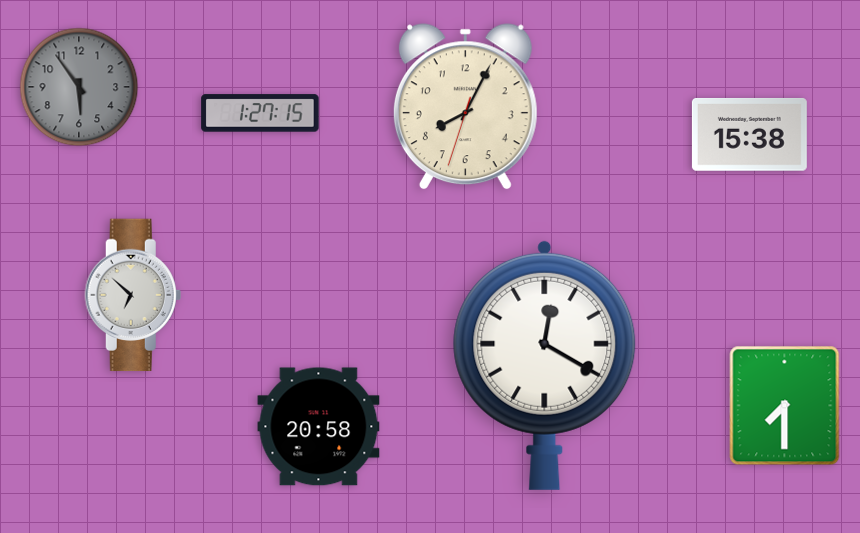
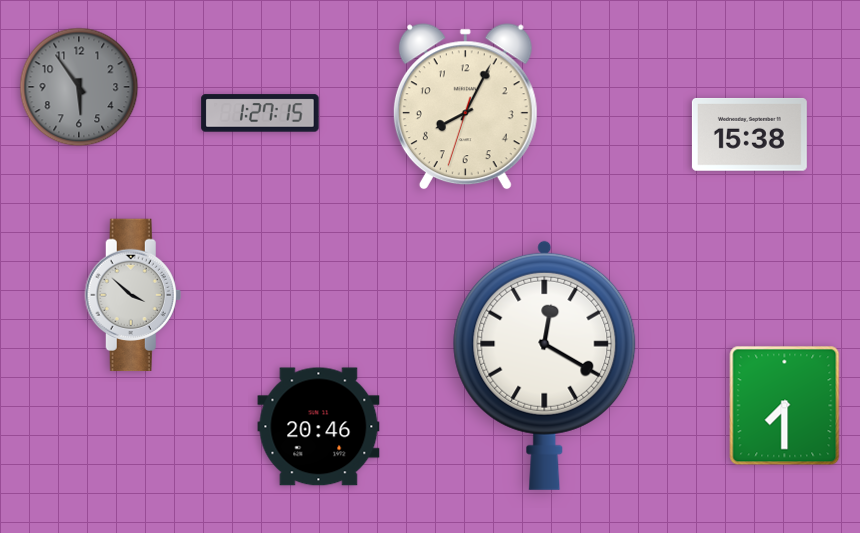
clock at (133, 295): 6:52 -> 3:52
clock at (319, 427): 20:58 -> 20:46
